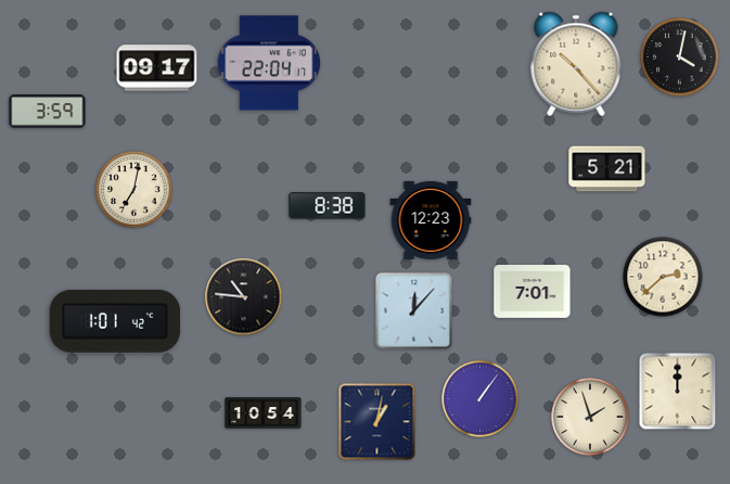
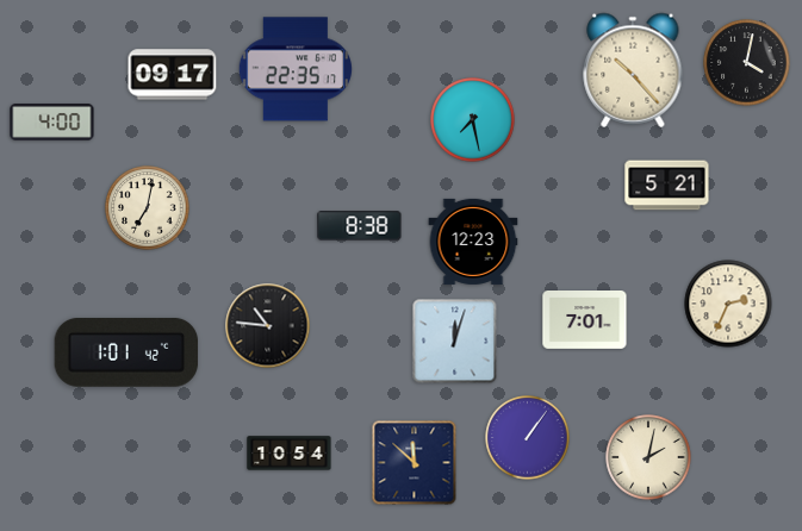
clock at (268, 63): 22:04 -> 22:35
clock at (473, 120): none -> 7:28
clock at (48, 112): 3:59 -> 4:00
clock at (663, 277): 2:38 -> 2:34
clock at (414, 311): 12:07 -> 12:03
clock at (678, 392): 12:00 -> none
clock at (590, 417): 1:57 -> 2:02
clock at (377, 422): 1:02 -> 11:52
